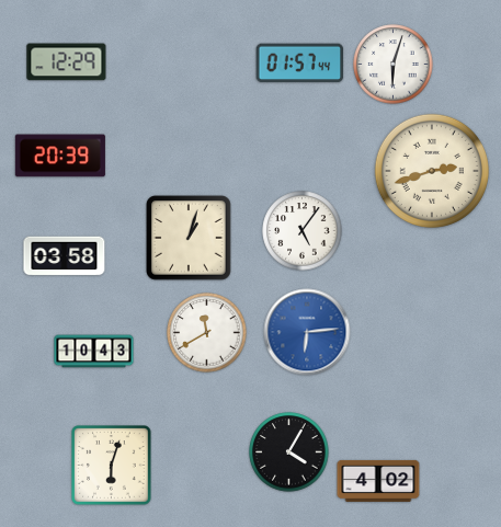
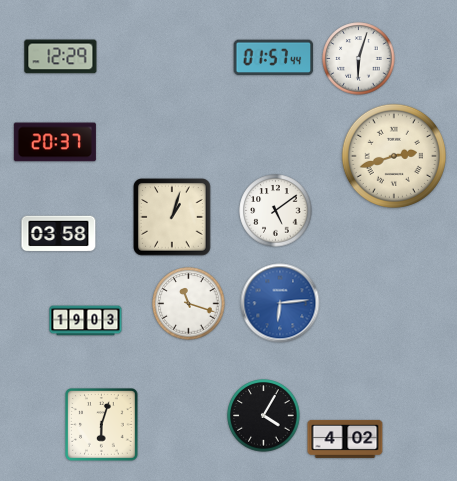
clock at (60, 156): 20:39 -> 20:37
clock at (303, 231): 5:06 -> 5:09
clock at (207, 333): 11:40 -> 11:18
clock at (94, 352): 10:43 -> 19:03
clock at (289, 452) position: (289, 452) -> (264, 416)
